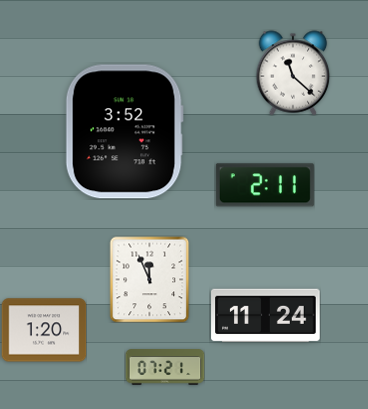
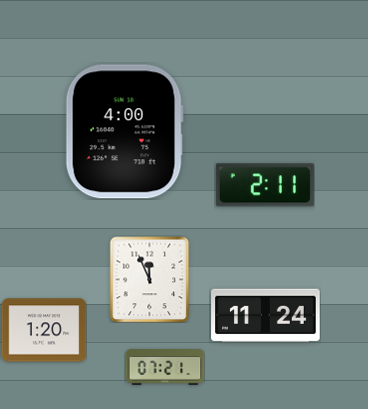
clock at (293, 73): 11:22 -> none
clock at (124, 132): 3:52 -> 4:00
